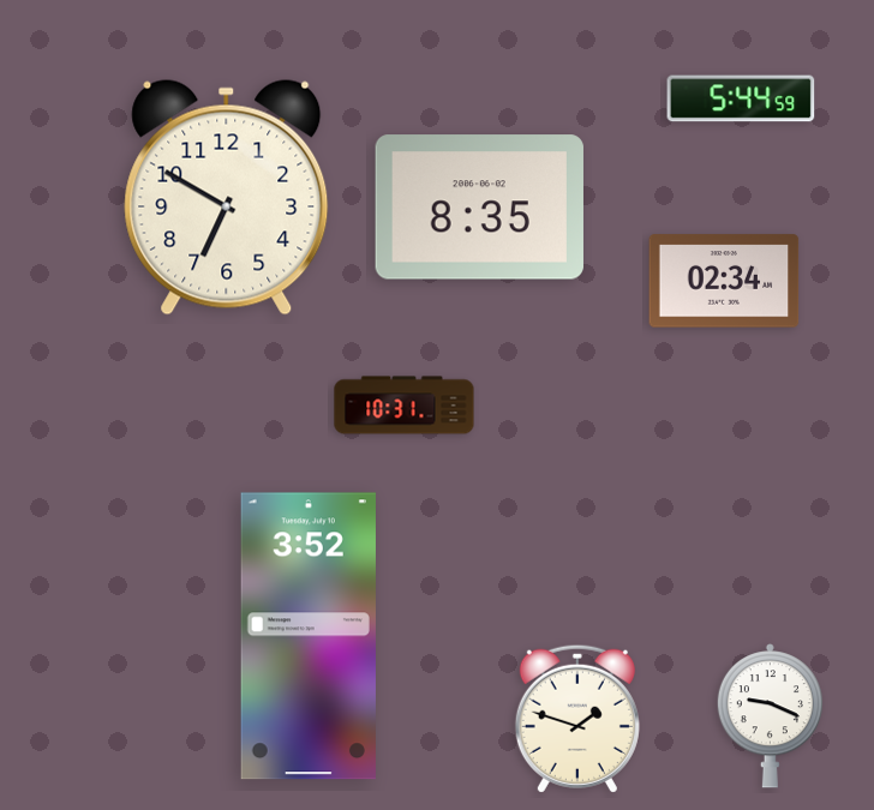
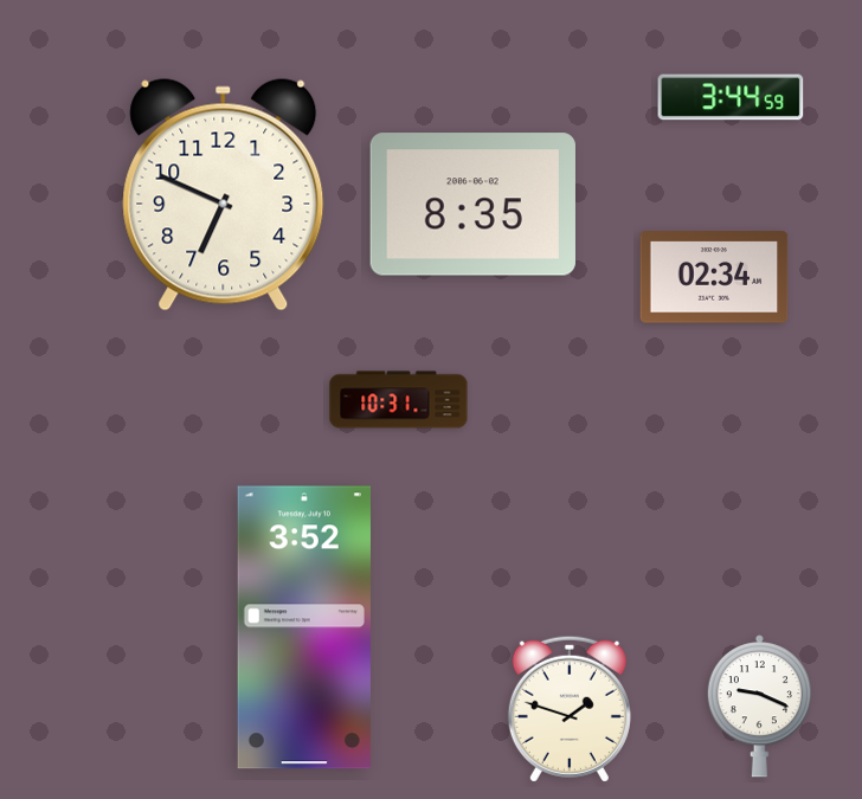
clock at (741, 98): 5:44 -> 3:44
clock at (227, 198): 6:50 -> 6:49
